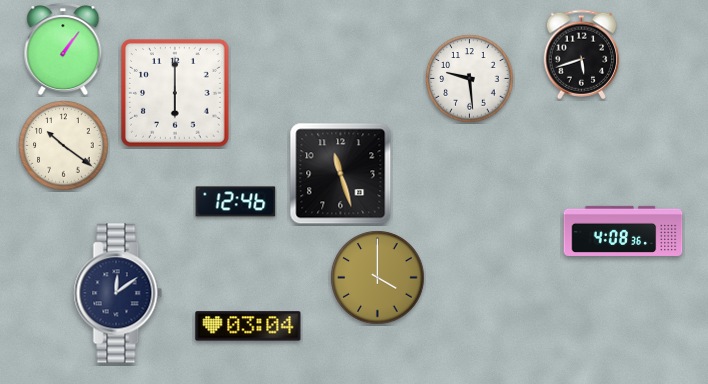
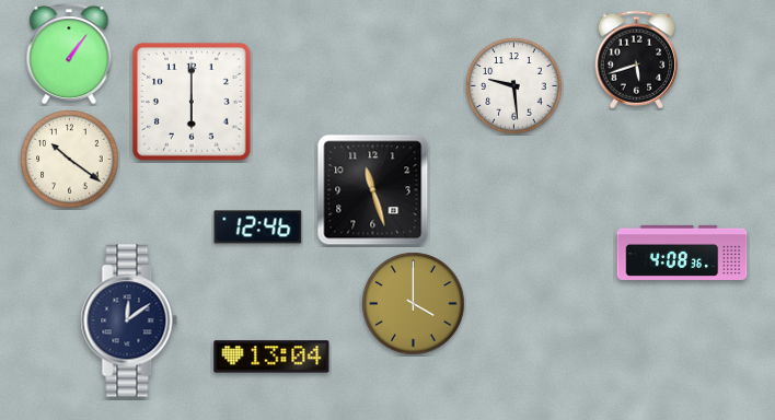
clock at (236, 202) position: (236, 202) -> (258, 227)
clock at (248, 326): 03:04 -> 13:04
